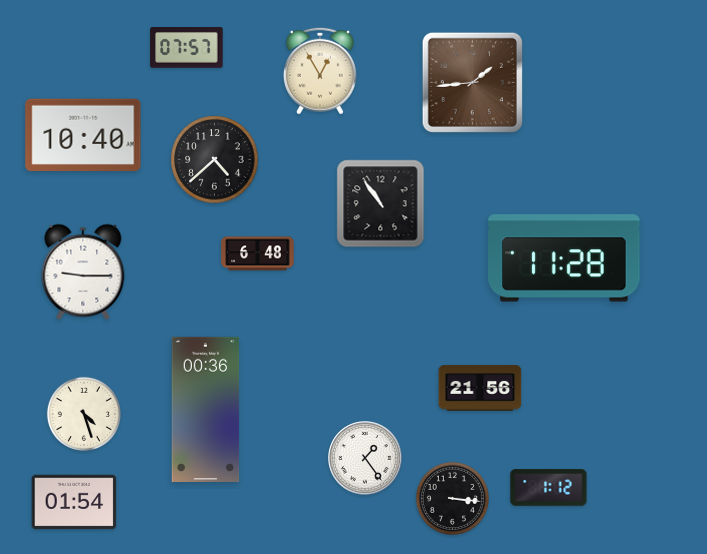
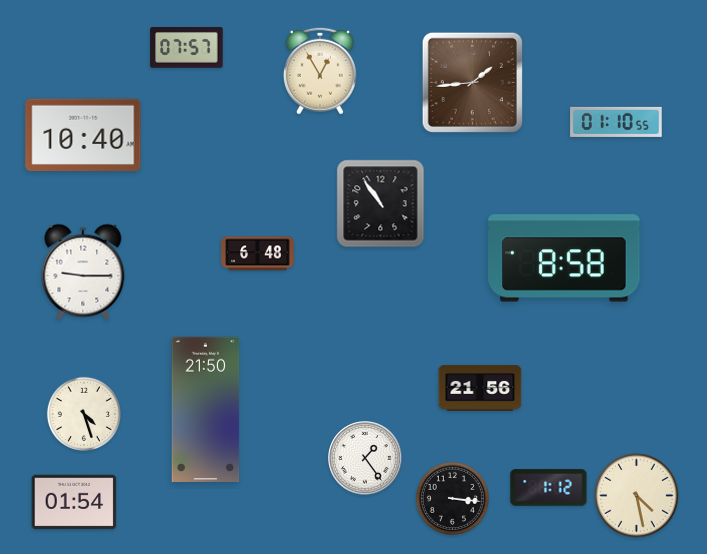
clock at (616, 122): none -> 01:10
clock at (215, 160): 4:38 -> none
clock at (564, 258): 11:28 -> 8:58
clock at (206, 409): 00:36 -> 21:50
clock at (637, 496): none -> 4:28
